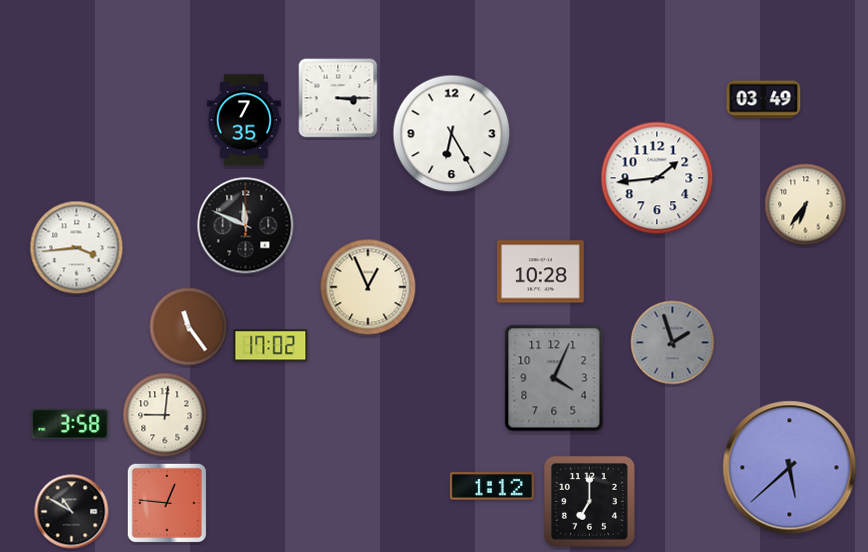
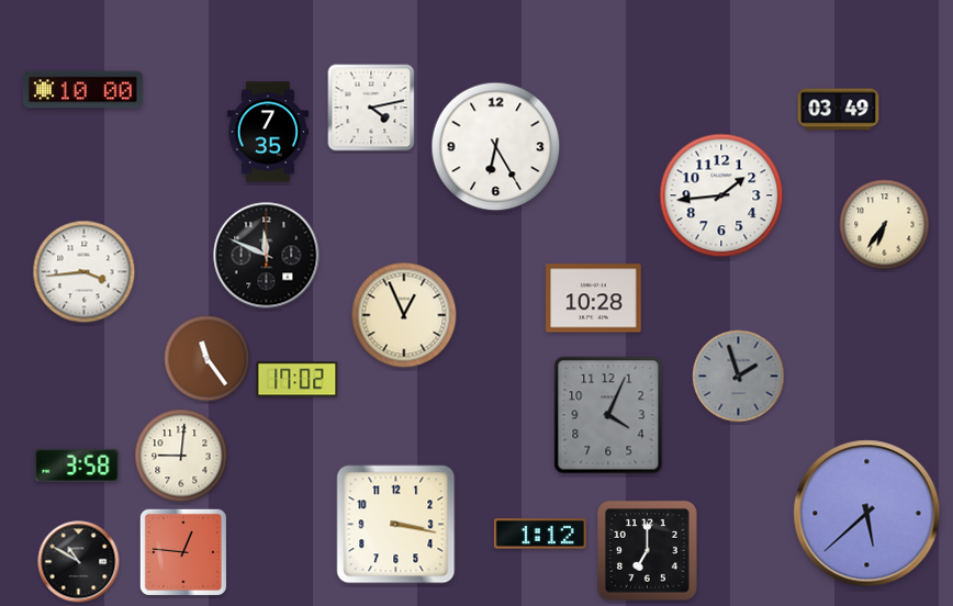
clock at (82, 90): none -> 10:00
clock at (338, 98): 3:15 -> 4:13
clock at (246, 226) position: (246, 226) -> (267, 256)
clock at (396, 525): none -> 3:17
